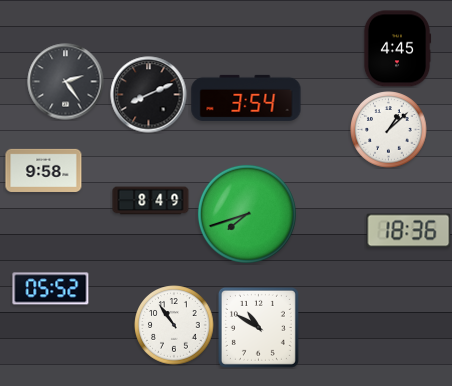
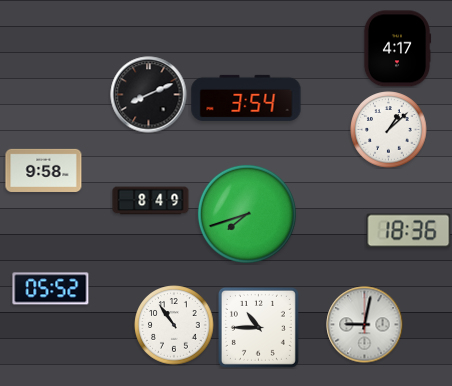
clock at (397, 49): 4:45 -> 4:17
clock at (66, 82): 2:24 -> none
clock at (365, 325): none -> 9:02
clock at (258, 327): 10:50 -> 10:45
